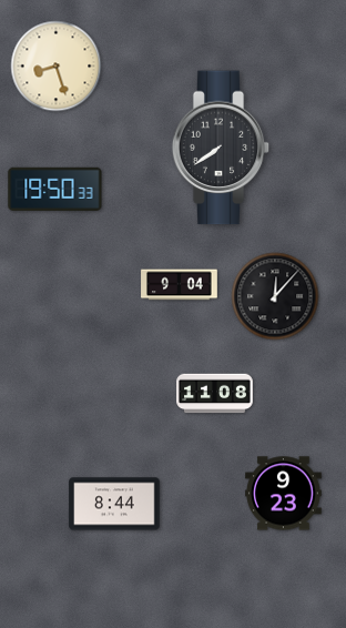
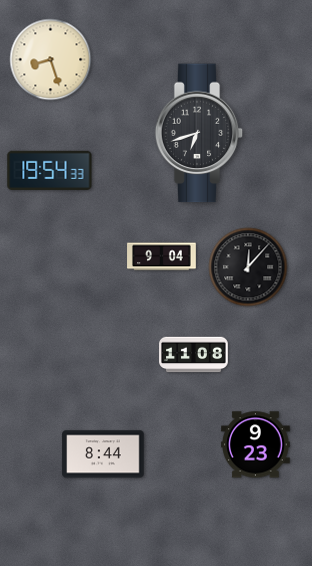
clock at (221, 148): 7:39 -> 6:42
clock at (55, 189): 19:50 -> 19:54
